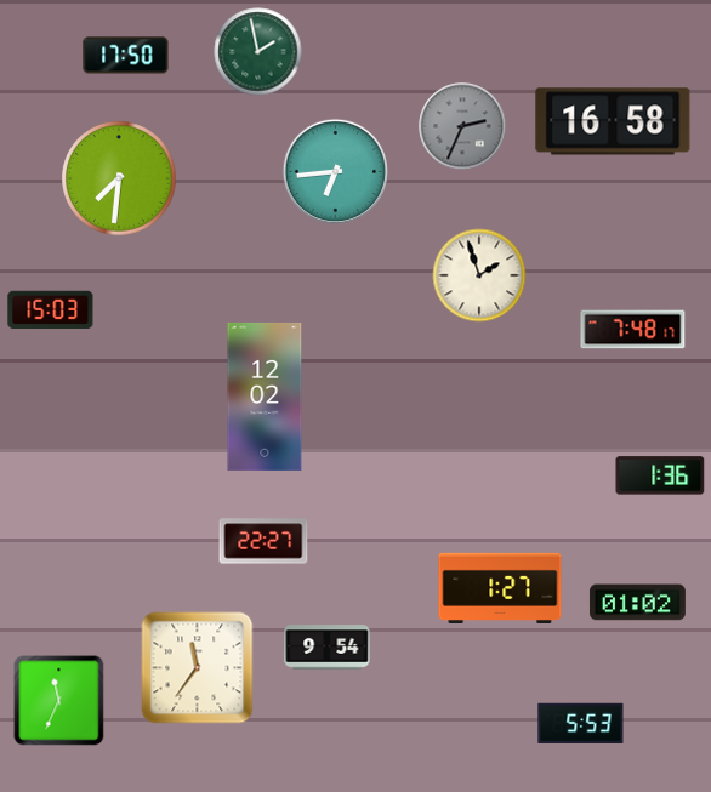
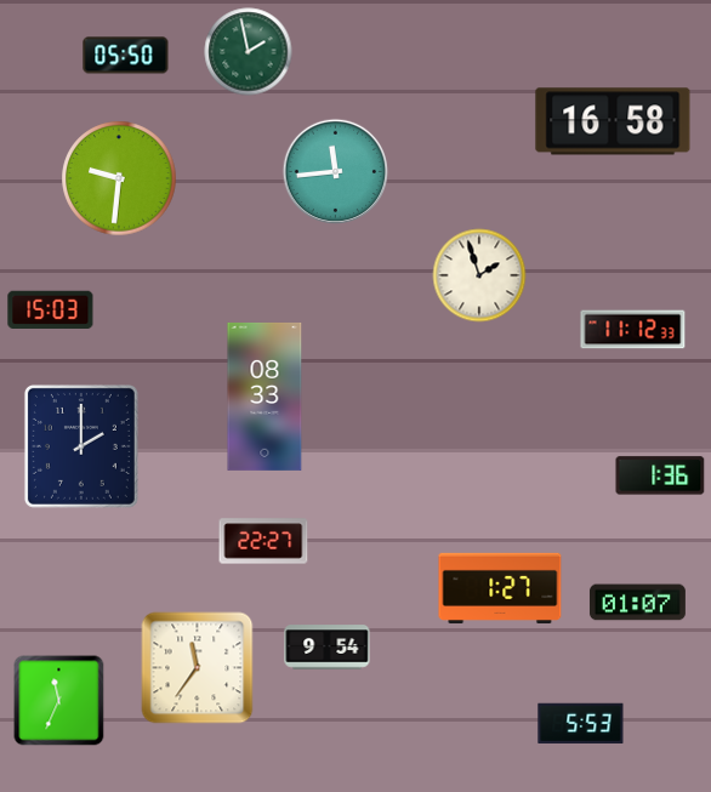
clock at (258, 52) position: (258, 52) -> (249, 52)
clock at (126, 56): 17:50 -> 05:50
clock at (462, 126): 2:34 -> none
clock at (335, 171): 6:44 -> 11:44
clock at (119, 178): 7:31 -> 9:31
clock at (633, 330): 7:48 -> 11:12
clock at (265, 397): 12:02 -> 08:33
clock at (81, 446): none -> 2:00
clock at (637, 603): 01:02 -> 01:07
